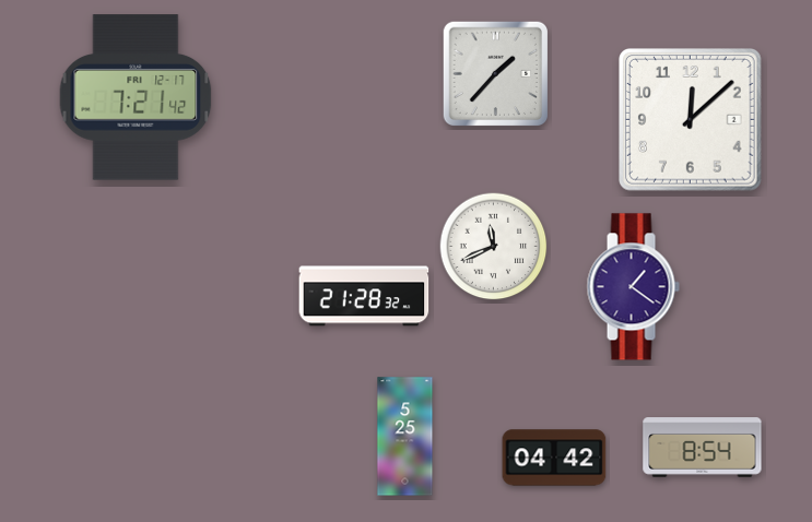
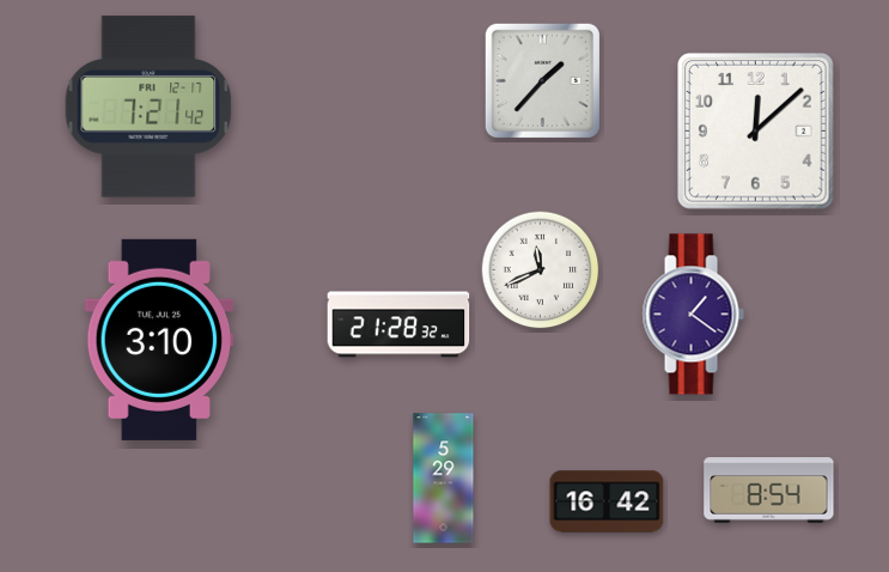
clock at (159, 340): none -> 3:10
clock at (405, 437): 5:25 -> 5:29
clock at (554, 458): 04:42 -> 16:42
